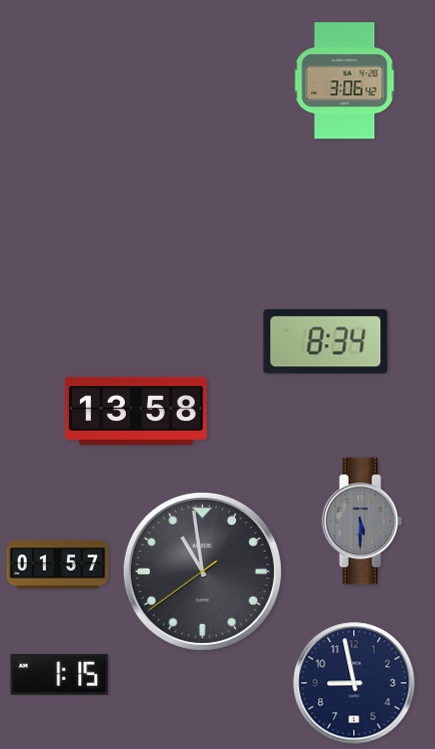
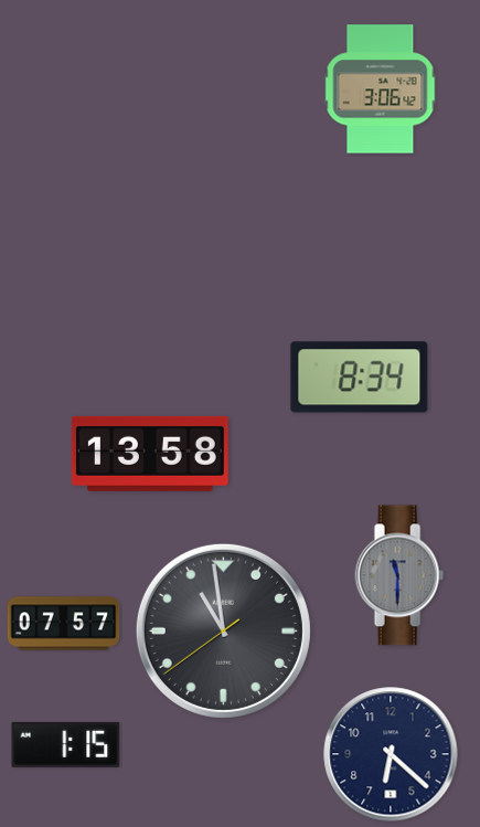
clock at (362, 521): 5:30 -> 11:30
clock at (58, 565): 01:57 -> 07:57
clock at (354, 683): 8:58 -> 6:22
